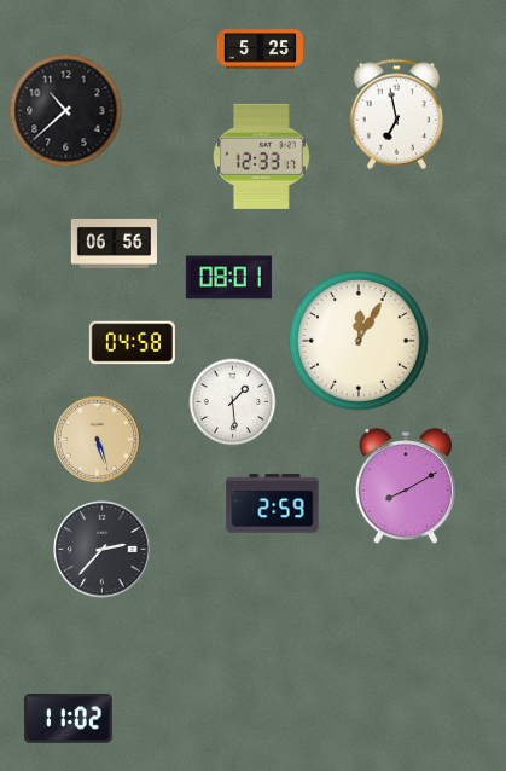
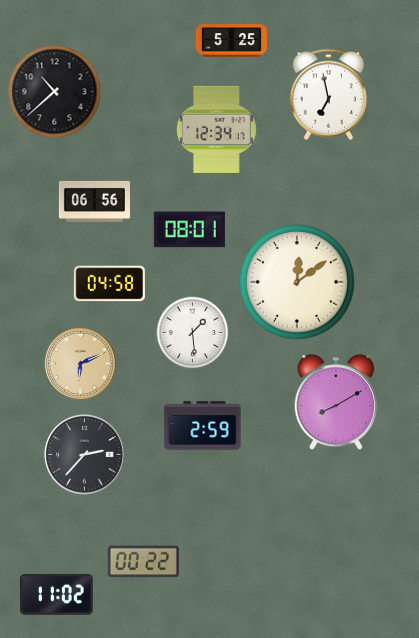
clock at (260, 50) position: (260, 50) -> (231, 41)
clock at (261, 156): 12:33 -> 12:34
clock at (360, 342): 12:05 -> 12:09
clock at (97, 439): 5:27 -> 6:11
clock at (273, 504) position: (273, 504) -> (203, 426)
clock at (143, 562): none -> 00:22
